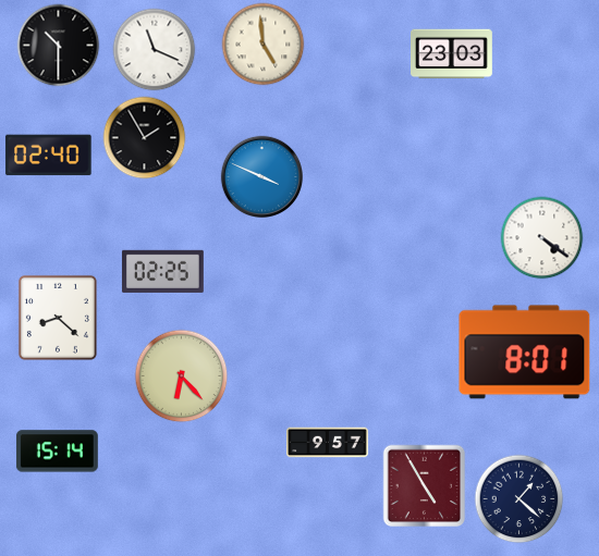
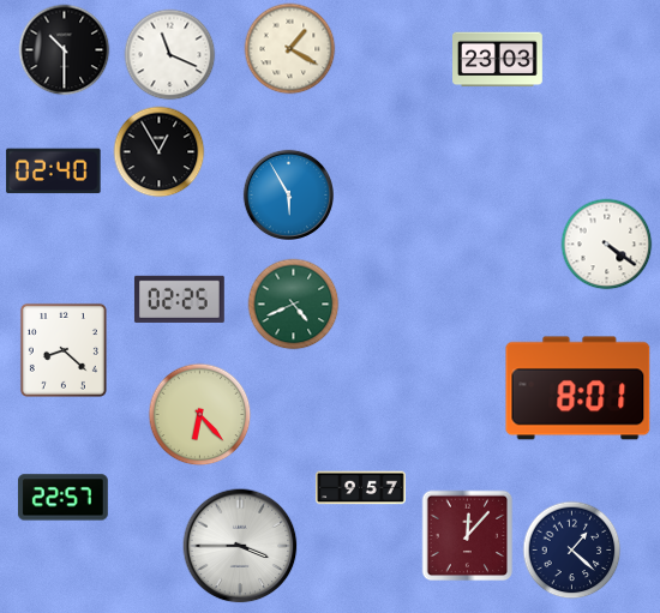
clock at (264, 45): 4:59 -> 1:20
clock at (145, 138): 1:55 -> 12:55
clock at (261, 176): 3:49 -> 5:55
clock at (542, 238) position: (542, 238) -> (607, 245)
clock at (294, 305): none -> 4:41
clock at (57, 452): 15:14 -> 22:57
clock at (425, 486): 4:55 -> 12:07
clock at (240, 546): none -> 3:45
